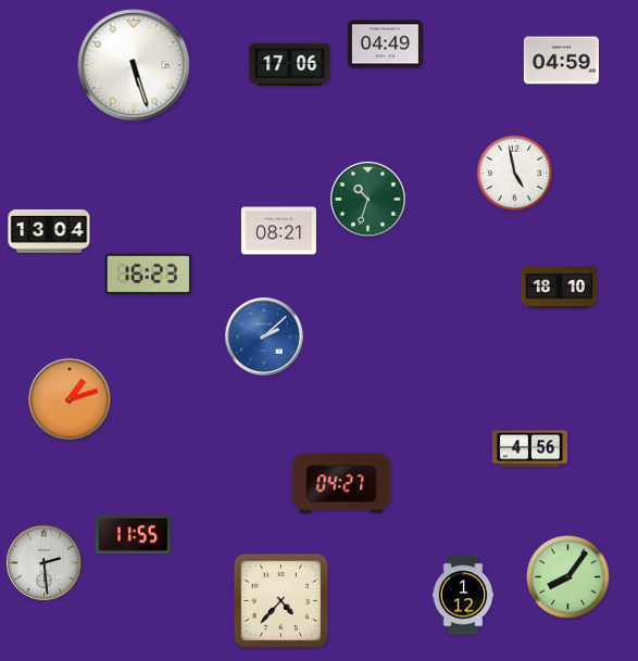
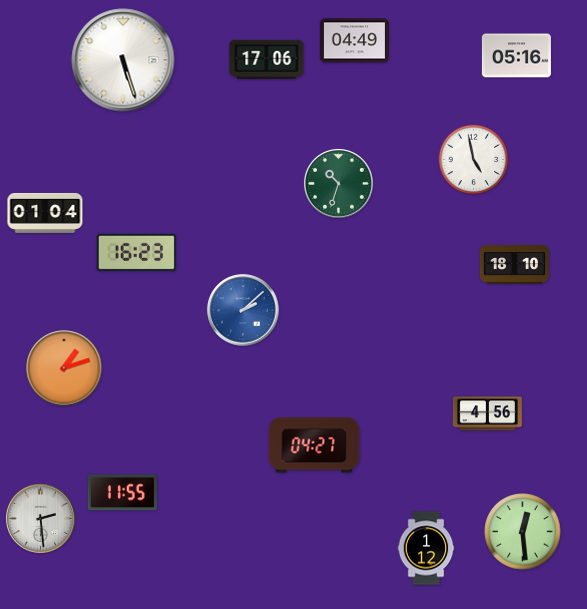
clock at (561, 61): 04:59 -> 05:16
clock at (49, 231): 13:04 -> 01:04
clock at (278, 231): 08:21 -> none
clock at (568, 577): 8:06 -> 12:29
clock at (280, 600): 4:37 -> none
